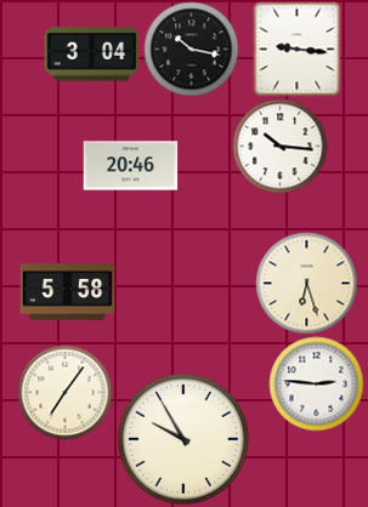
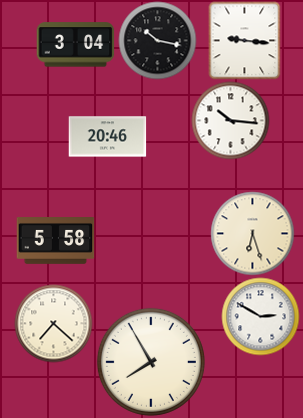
clock at (316, 383): 2:46 -> 2:50
clock at (64, 392): 7:06 -> 7:22
clock at (183, 439): 9:55 -> 7:55
